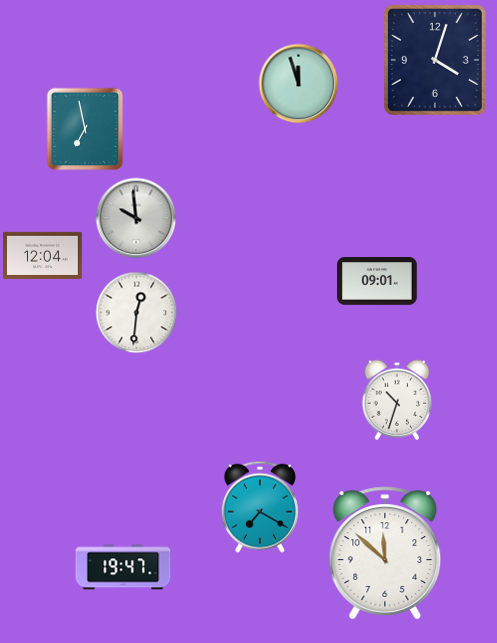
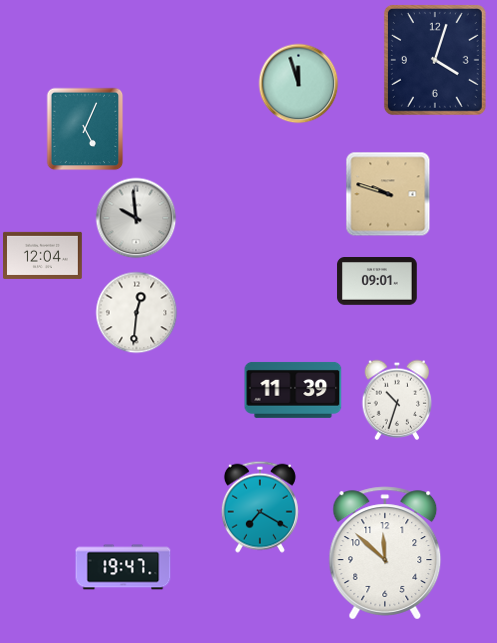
clock at (85, 129): 6:58 -> 5:04
clock at (388, 194): none -> 9:48
clock at (293, 390): none -> 11:39
